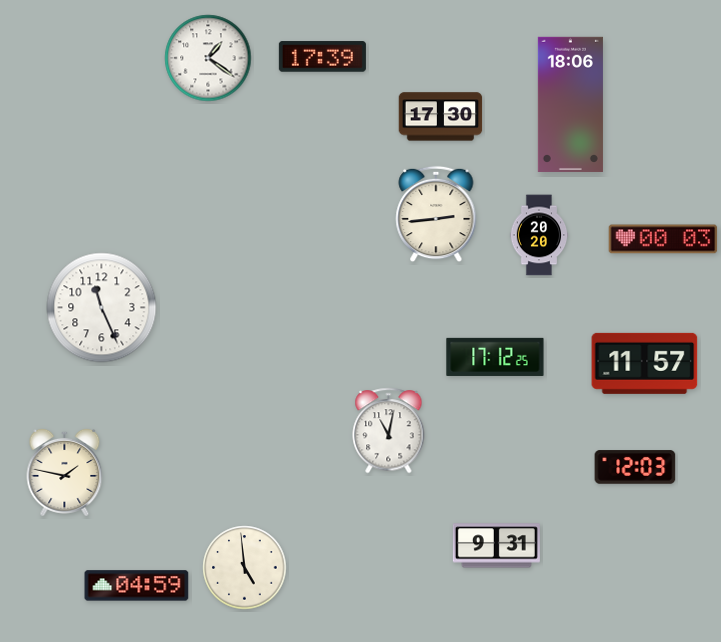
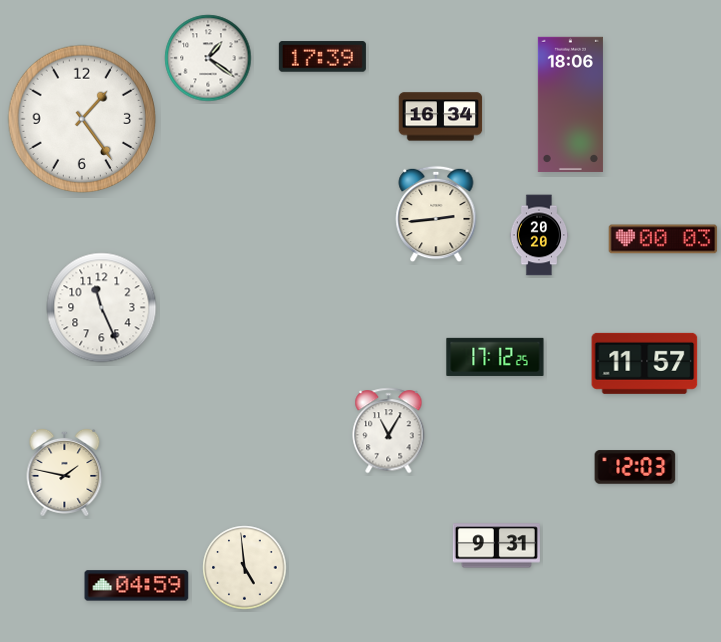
clock at (441, 117): 17:30 -> 16:34
clock at (82, 119): none -> 1:24
clock at (389, 431): 11:02 -> 11:05
